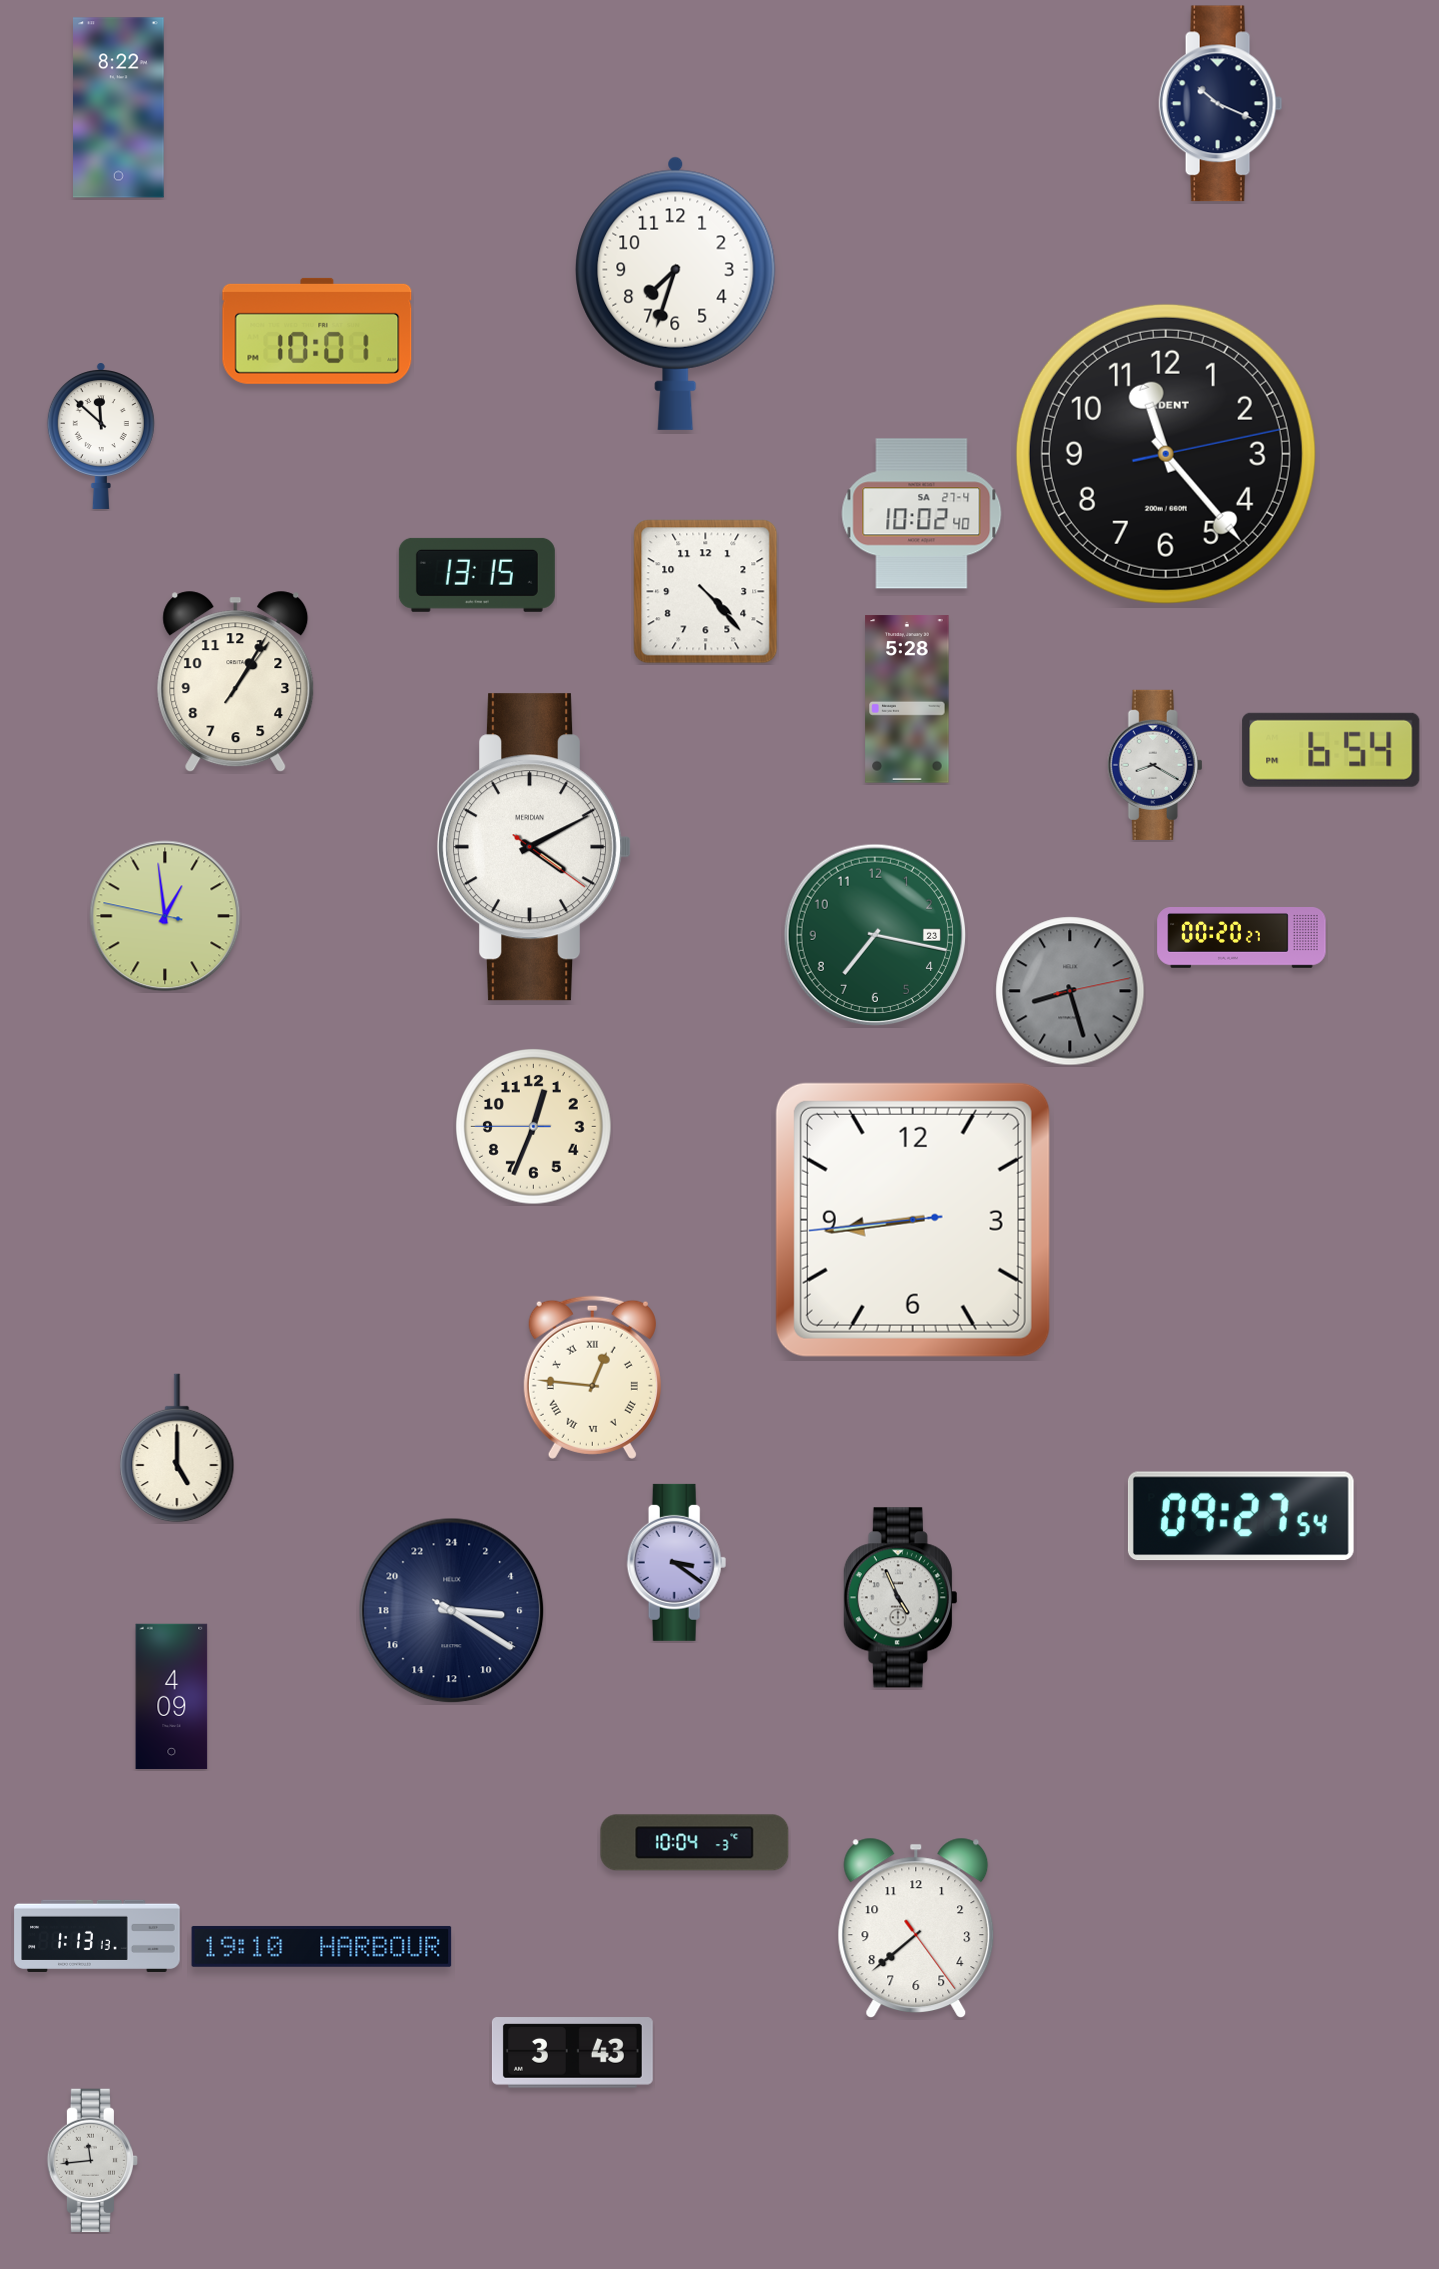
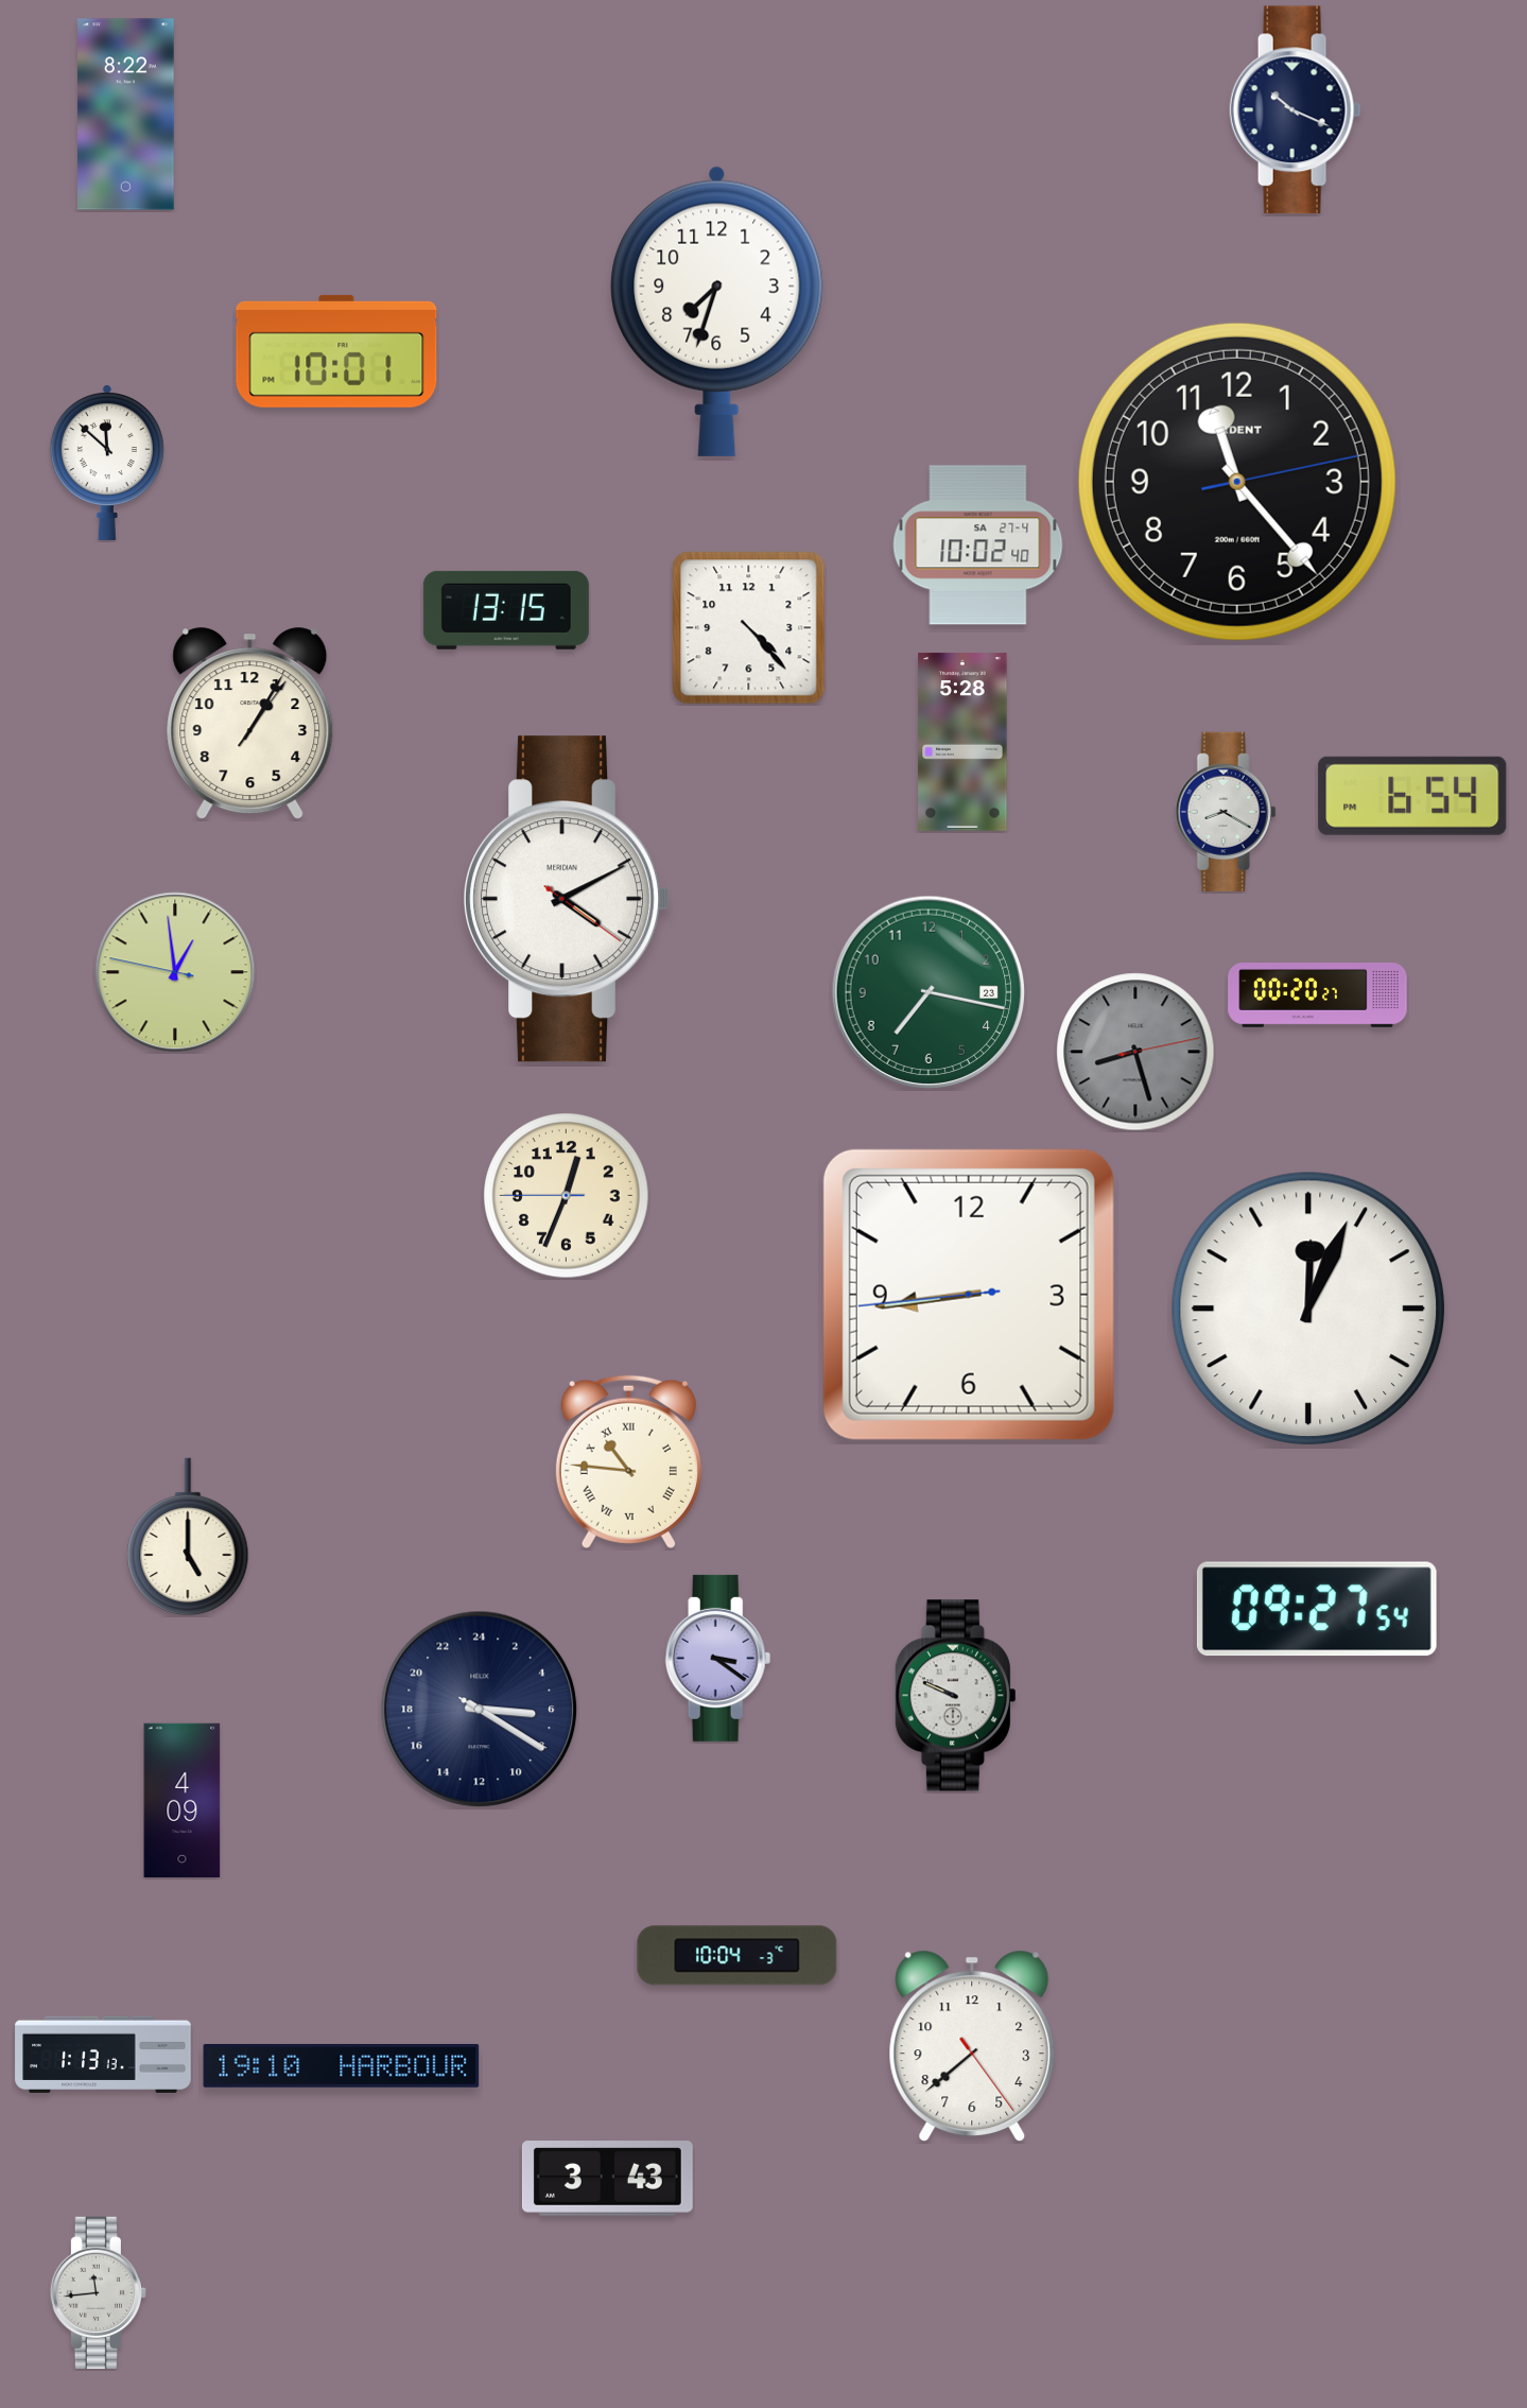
clock at (1308, 1309): none -> 12:04
clock at (592, 1377): 12:46 -> 10:46
clock at (900, 1598): 4:56 -> 9:49
